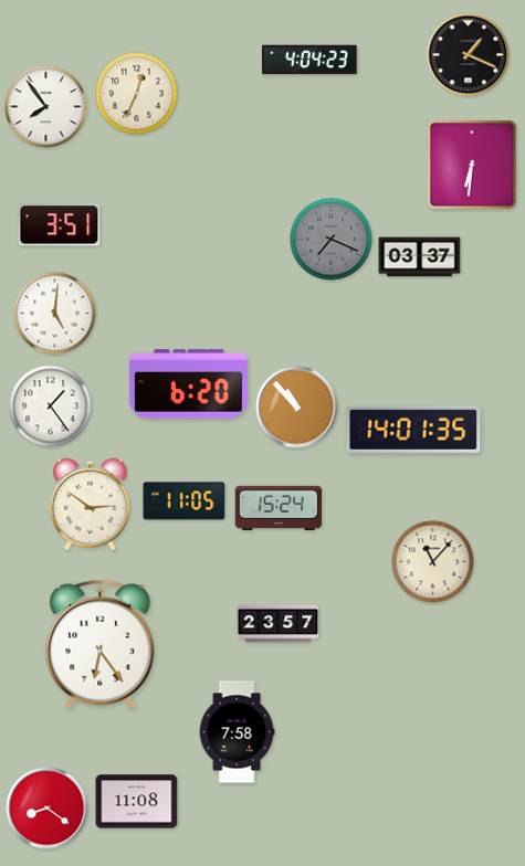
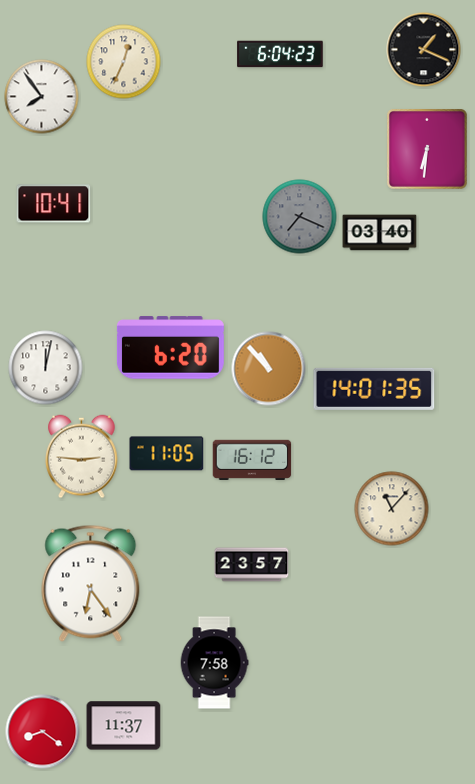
clock at (309, 60): 4:04 -> 6:04
clock at (137, 94) position: (137, 94) -> (124, 62)
clock at (60, 225): 3:51 -> 10:41
clock at (420, 257): 03:37 -> 03:40
clock at (55, 314): 5:01 -> none
clock at (51, 406): 1:24 -> 12:02
clock at (91, 505): 2:51 -> 2:46
clock at (279, 508): 15:24 -> 16:12
clock at (137, 802): 11:08 -> 11:37
